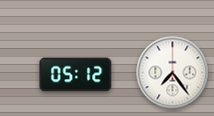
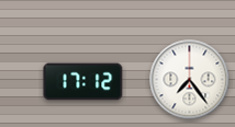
clock at (76, 75): 05:12 -> 17:12
